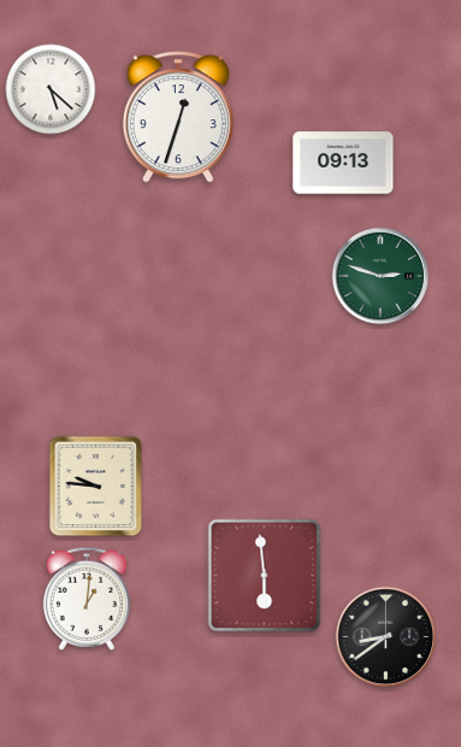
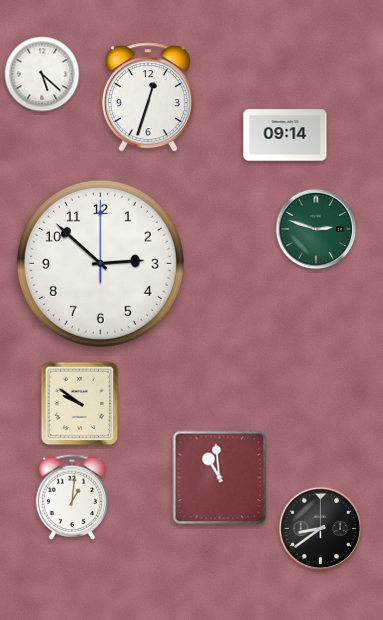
clock at (343, 163): 09:13 -> 09:14
clock at (100, 263): none -> 2:52
clock at (96, 487): 9:46 -> 9:51
clock at (265, 576): 5:59 -> 10:59
